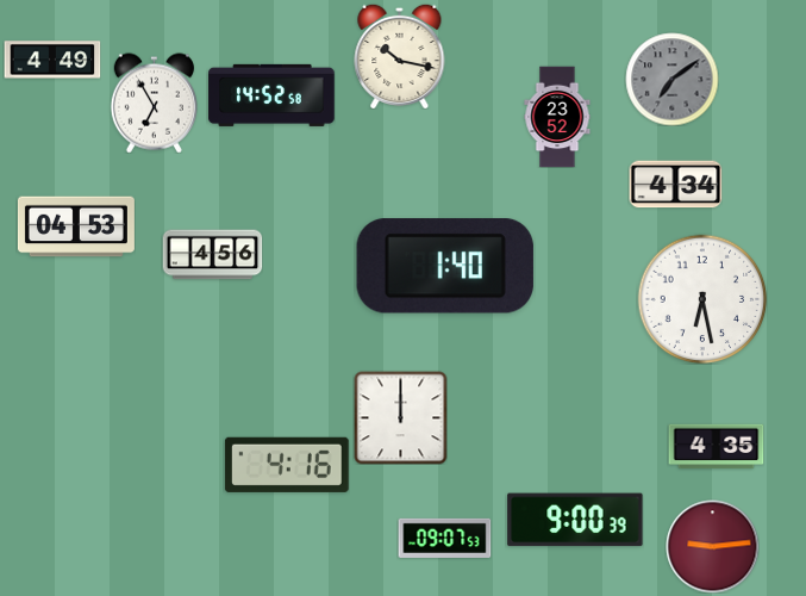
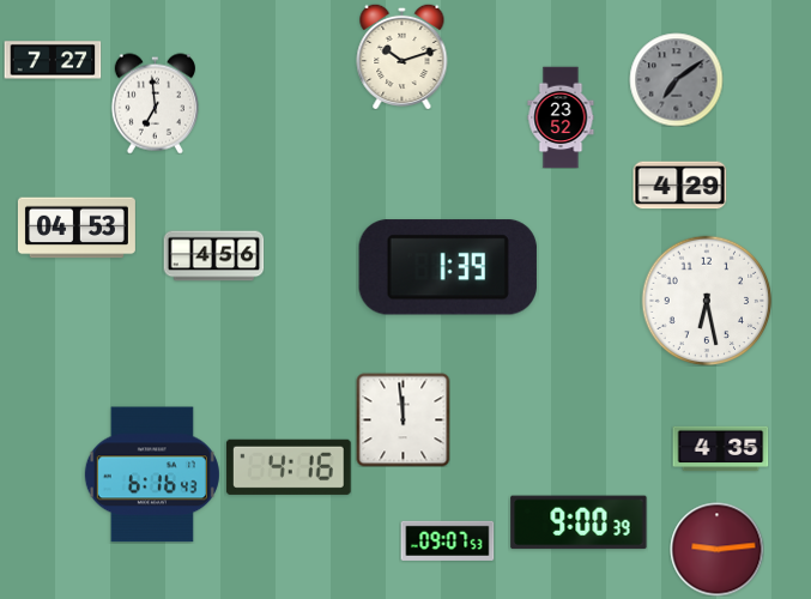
clock at (400, 56): 10:17 -> 10:12
clock at (52, 60): 4:49 -> 7:27
clock at (271, 95): 14:52 -> none
clock at (154, 103): 6:55 -> 6:59
clock at (675, 185): 4:34 -> 4:29
clock at (445, 266): 1:40 -> 1:39
clock at (400, 417): 12:00 -> 11:59
clock at (152, 474): none -> 6:16
